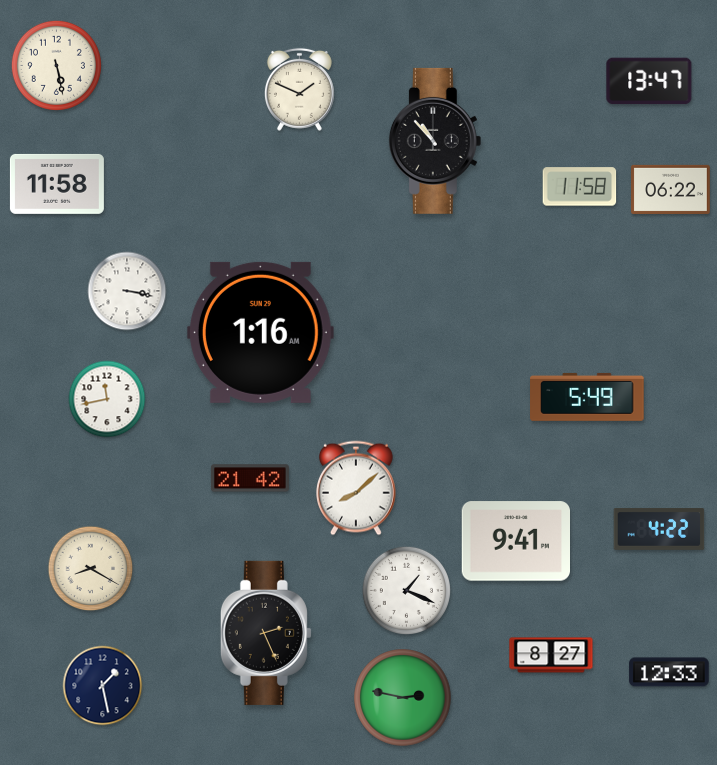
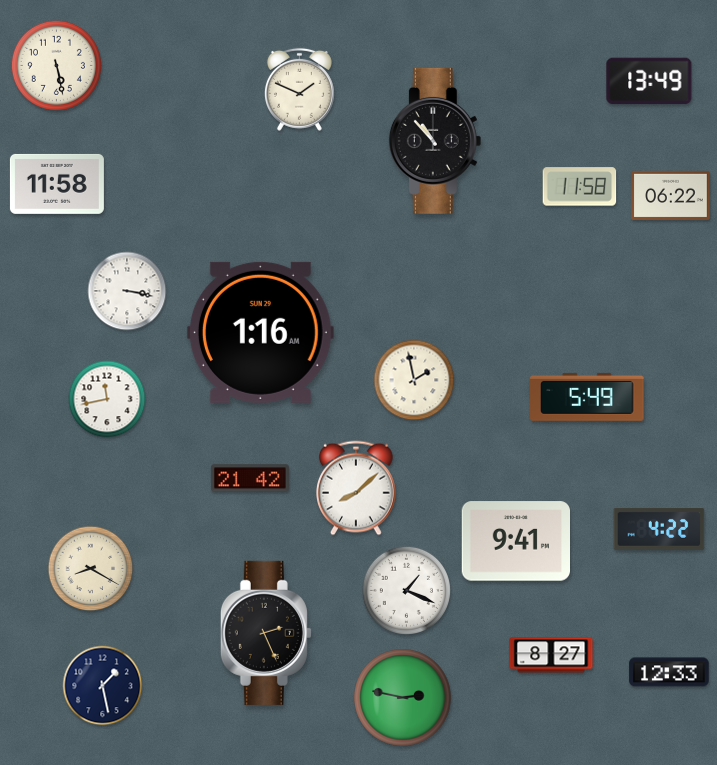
clock at (649, 81): 13:47 -> 13:49
clock at (671, 189) position: (671, 189) -> (671, 195)
clock at (414, 380): none -> 1:58
